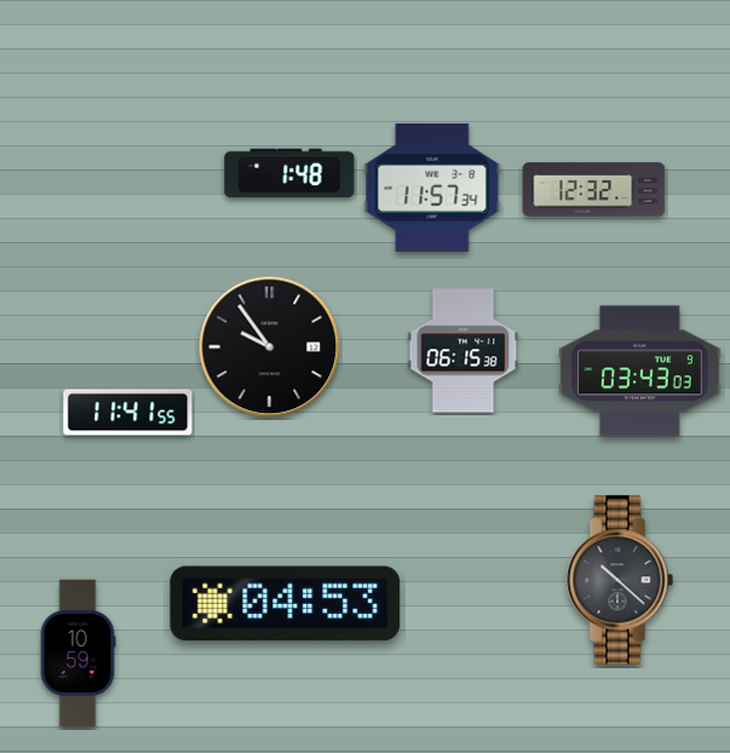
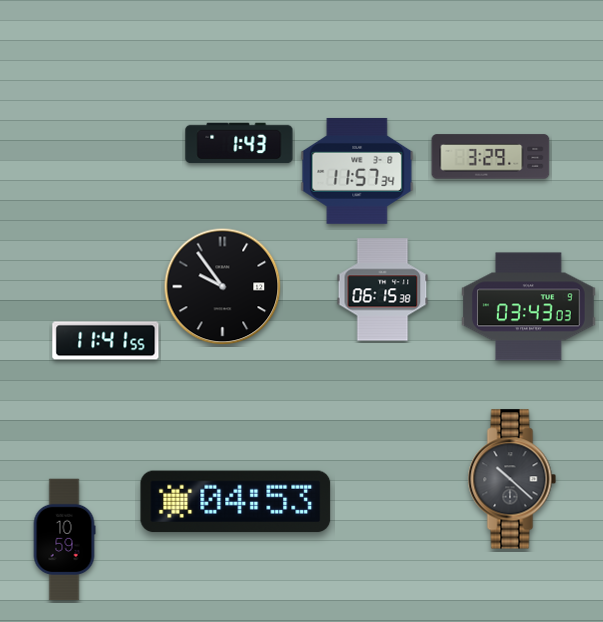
clock at (289, 173): 1:48 -> 1:43
clock at (432, 188) position: (432, 188) -> (357, 171)
clock at (594, 190): 12:32 -> 3:29
clock at (286, 604) position: (286, 604) -> (236, 502)
